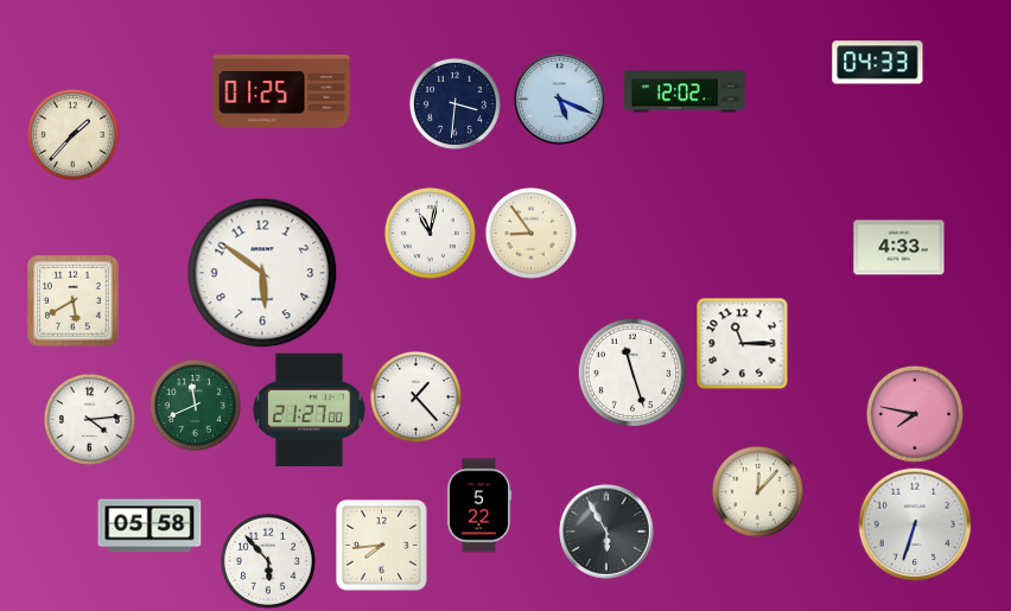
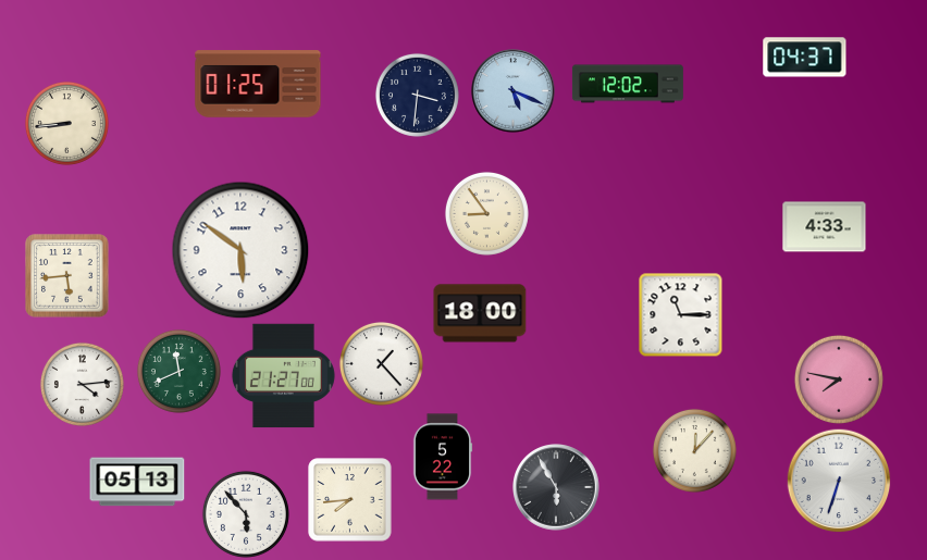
clock at (878, 63): 04:33 -> 04:37
clock at (72, 134): 1:37 -> 8:44
clock at (430, 233): 11:02 -> none
clock at (74, 301): 5:40 -> 5:44
clock at (480, 313): none -> 18:00
clock at (632, 373): 11:27 -> none
clock at (479, 505) position: (479, 505) -> (443, 457)
clock at (150, 526): 05:58 -> 05:13
